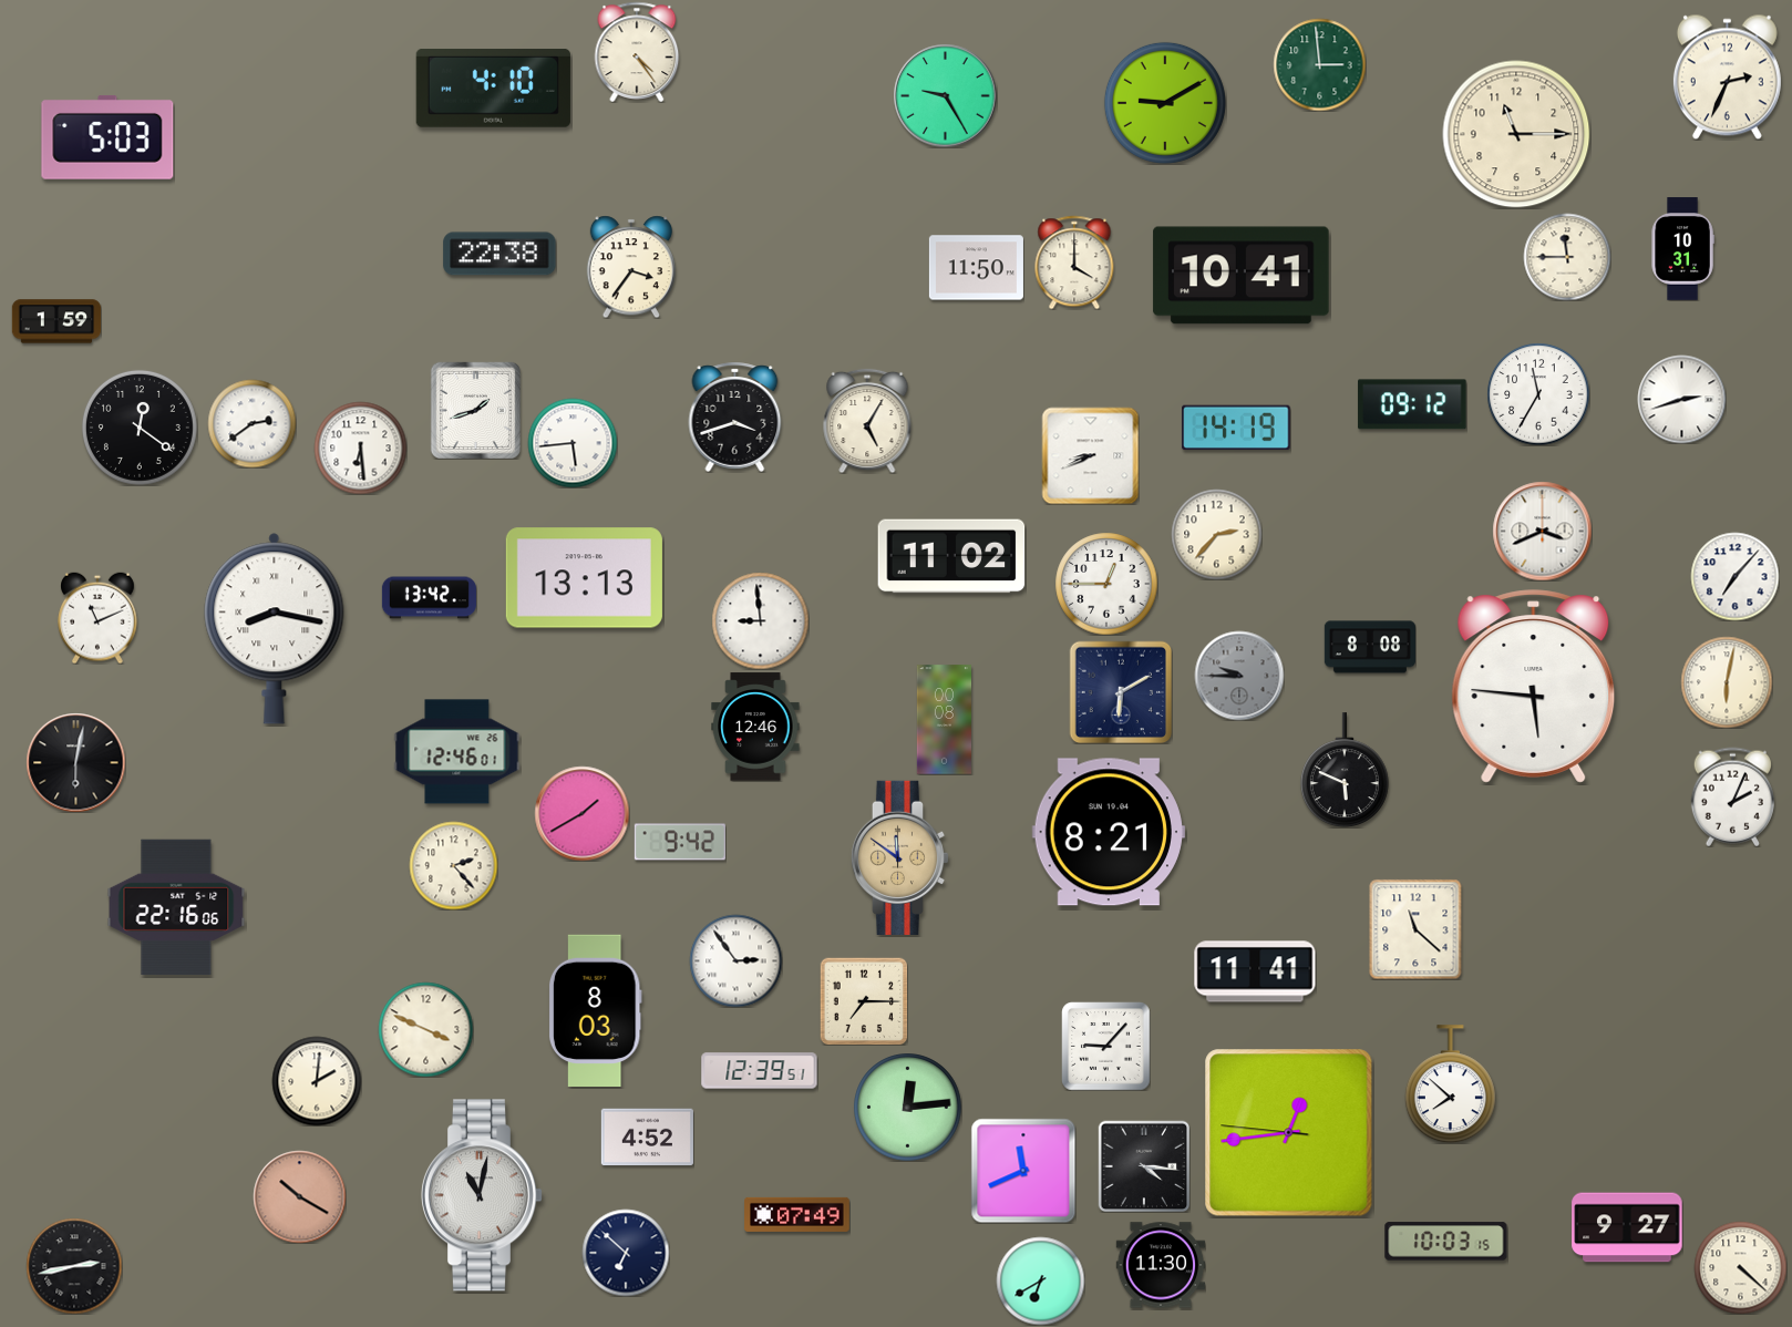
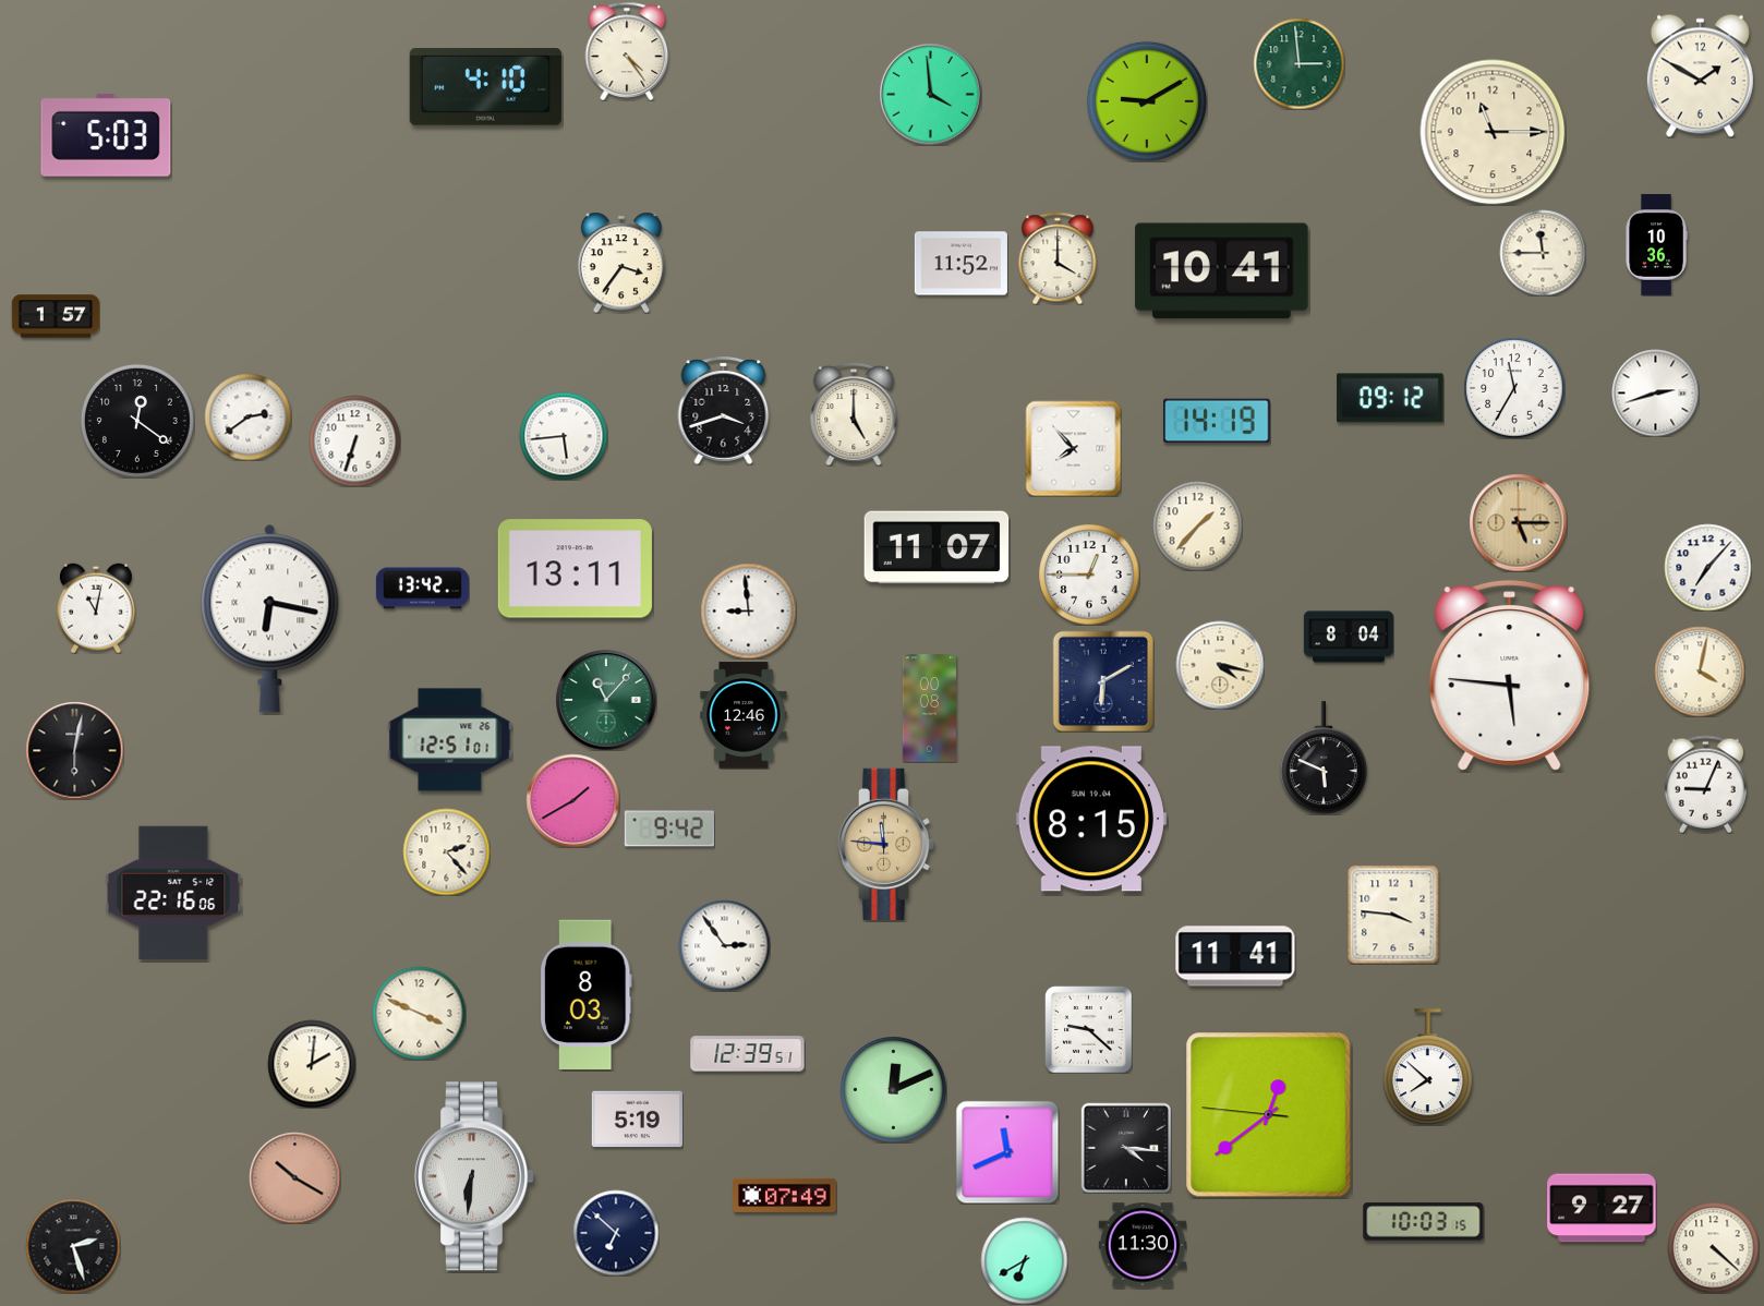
clock at (1727, 76): 2:34 -> 1:50
clock at (945, 95): 9:25 -> 3:59
clock at (1682, 249): 10:31 -> 10:36
clock at (500, 254): 22:38 -> none
clock at (976, 268): 11:50 -> 11:52
clock at (56, 321): 1:59 -> 1:57
clock at (475, 410): 1:42 -> none
clock at (867, 421): 5:05 -> 5:00
clock at (360, 448): 6:29 -> 6:33
clock at (1090, 455): 8:41 -> 7:53
clock at (1542, 531): 3:41 -> 5:15
clock at (1542, 531) dial: white -> champagne
clock at (1216, 534): 2:37 -> 1:37
clock at (951, 556): 11:02 -> 11:07
clock at (584, 578): 13:13 -> 13:11
clock at (97, 618): 11:11 -> 11:02
clock at (275, 629): 8:17 -> 6:17
clock at (1369, 647): 8:08 -> 8:04
clock at (1239, 676): 9:45 -> 4:17
clock at (1239, 676) dial: grey -> cream
clock at (1727, 682): 6:02 -> 4:02
clock at (606, 700): none -> 11:07
clock at (457, 752): 12:46 -> 12:51
clock at (1732, 796): 2:04 -> 9:04
clock at (1109, 832): 8:21 -> 8:15
clock at (900, 857): 11:51 -> 11:46
clock at (1415, 929): 11:22 -> 3:46
clock at (864, 1001): 7:15 -> none
clock at (1105, 1046): 9:07 -> 9:22
clock at (908, 1108): 12:14 -> 12:11
clock at (1289, 1133): 12:43 -> 12:38
clock at (647, 1138): 4:52 -> 5:19
clock at (482, 1195): 11:02 -> 6:31
clock at (74, 1266): 2:43 -> 2:27
